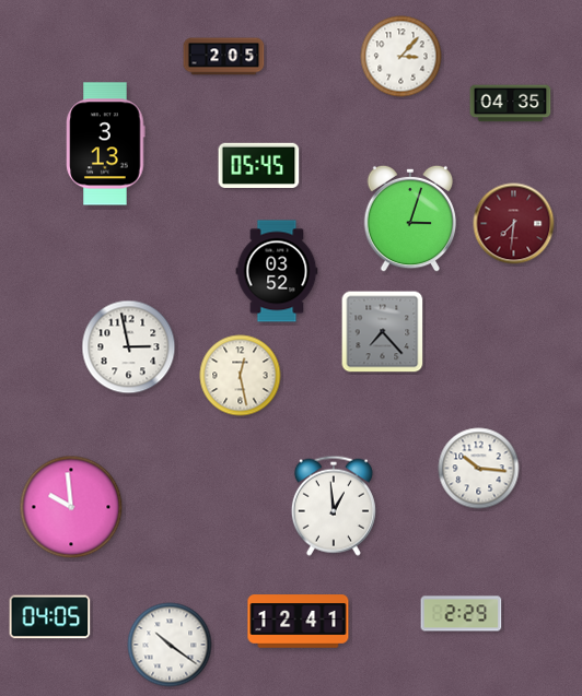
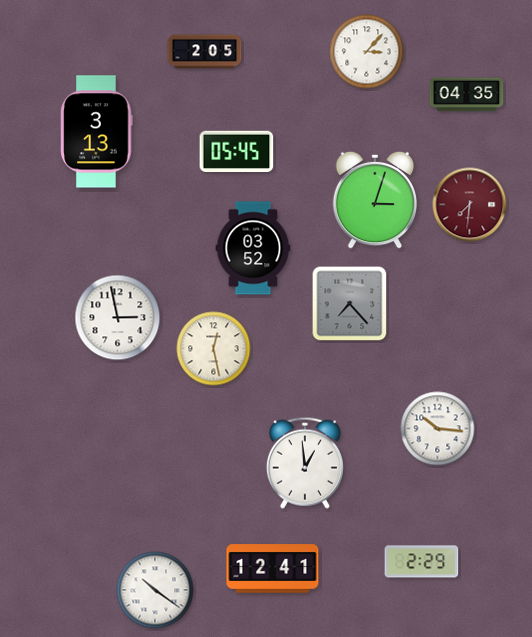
clock at (241, 376) position: (241, 376) -> (214, 349)
clock at (71, 507): 9:59 -> none
clock at (50, 617): 04:05 -> none
